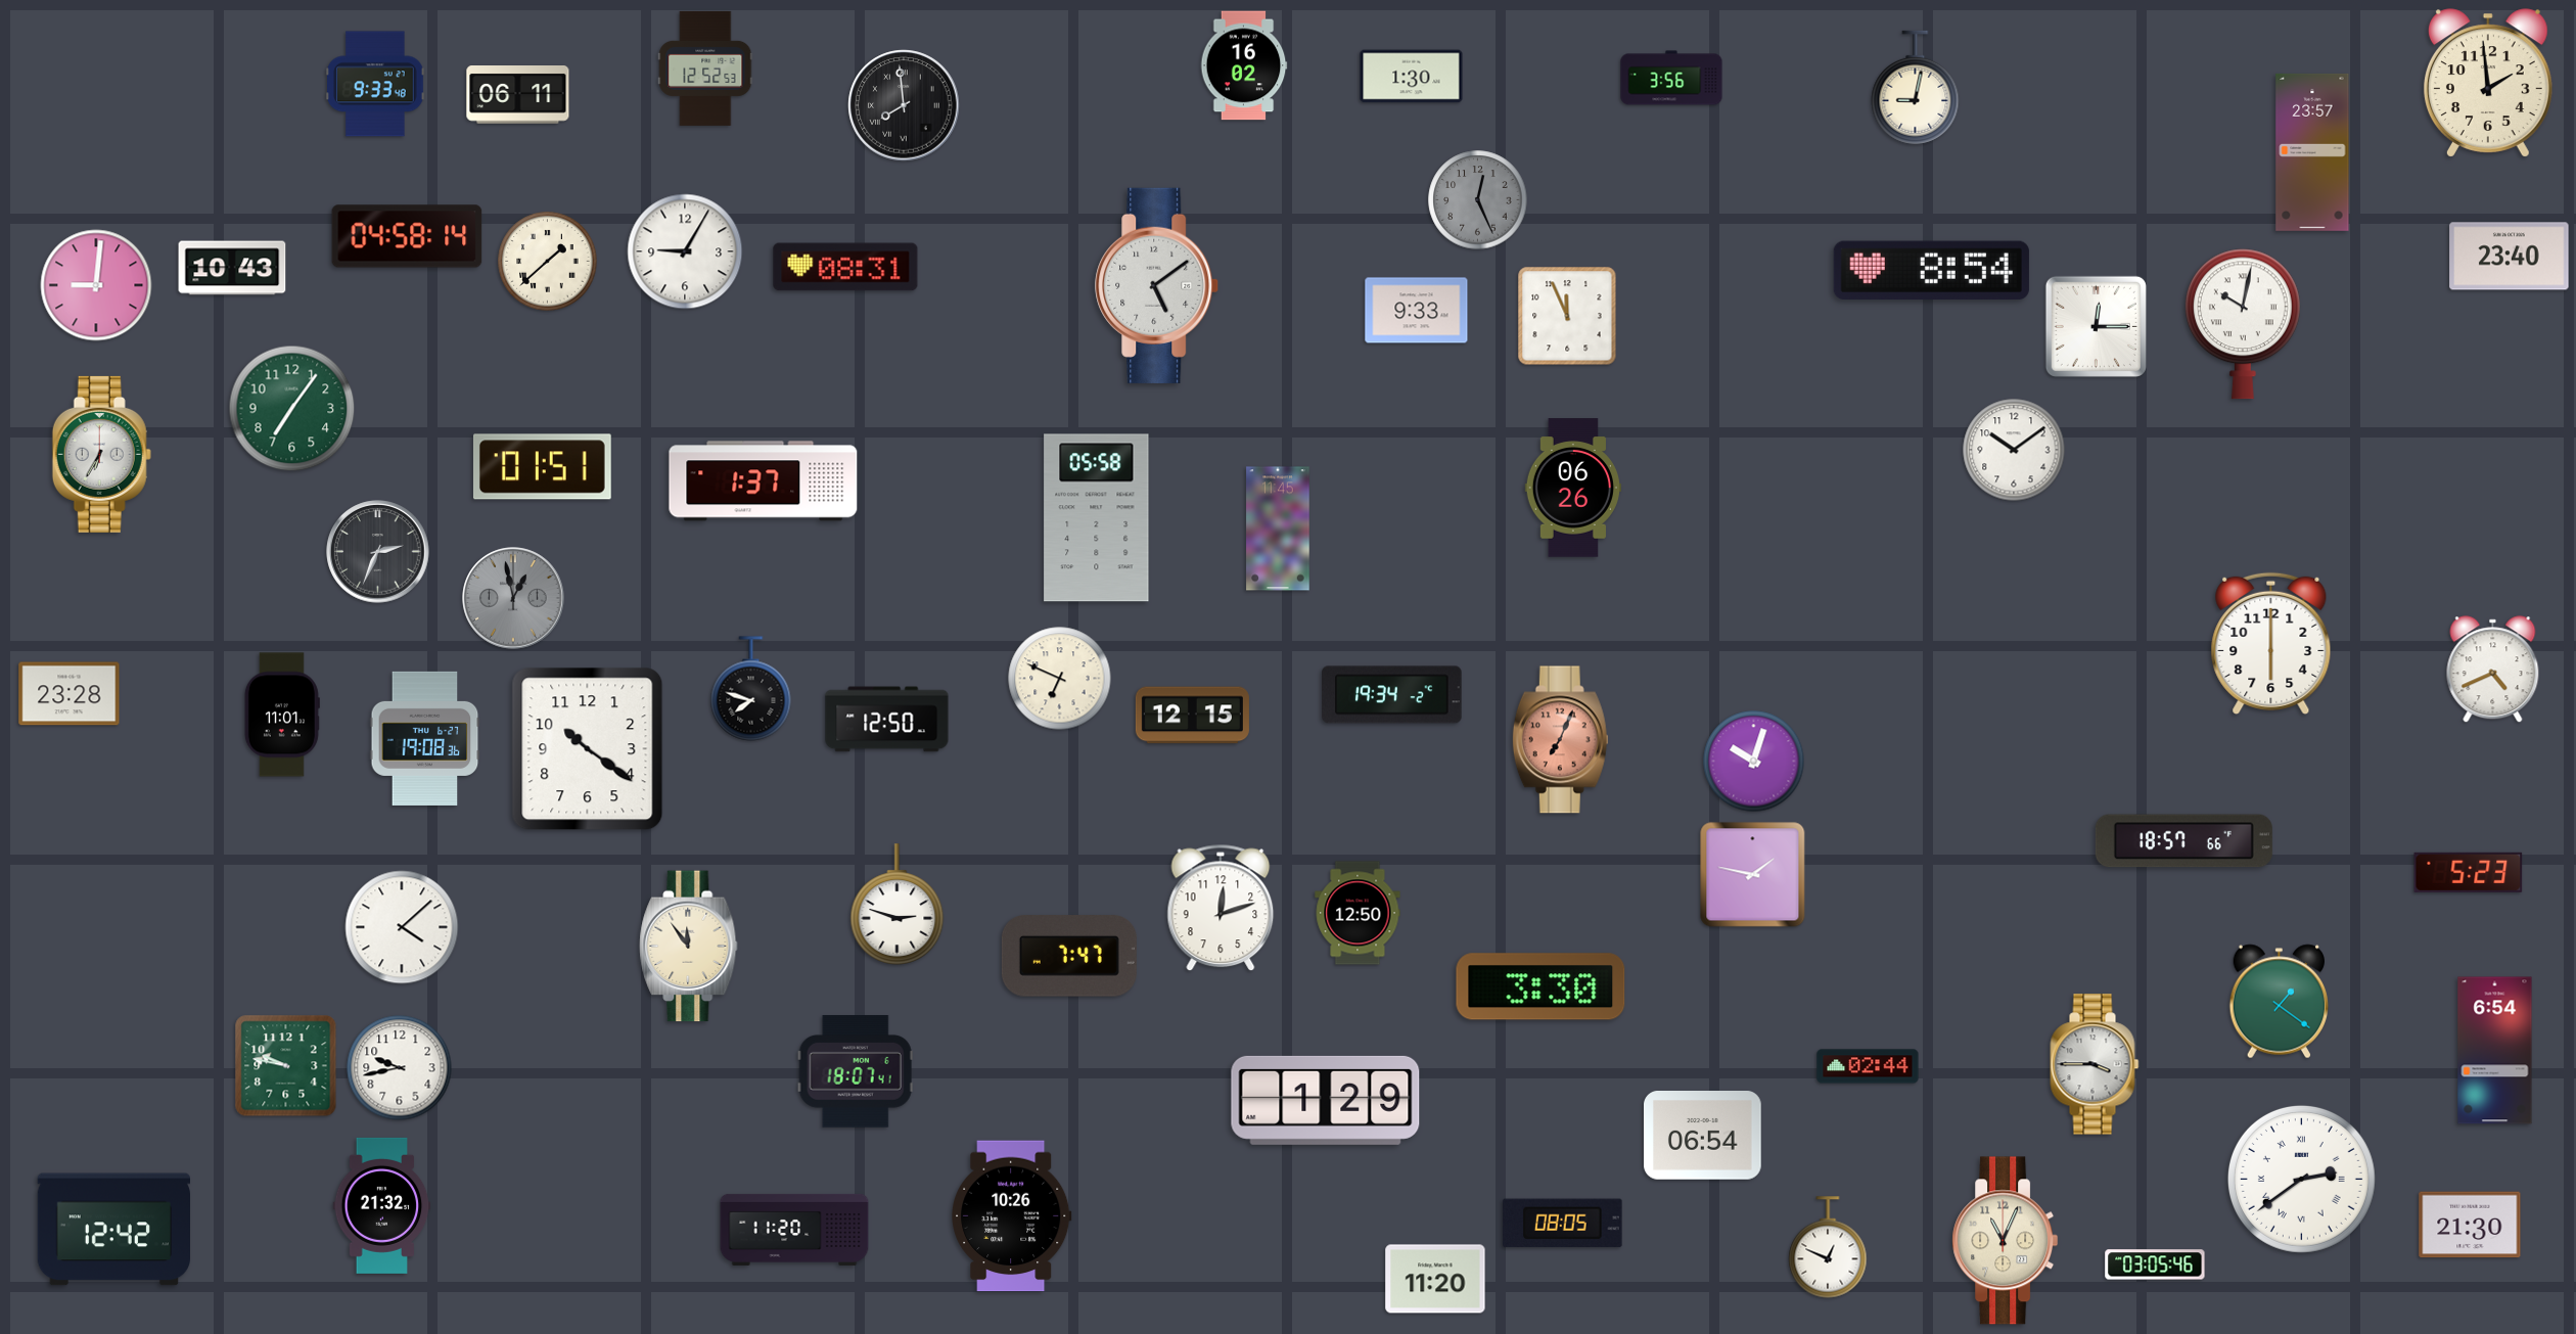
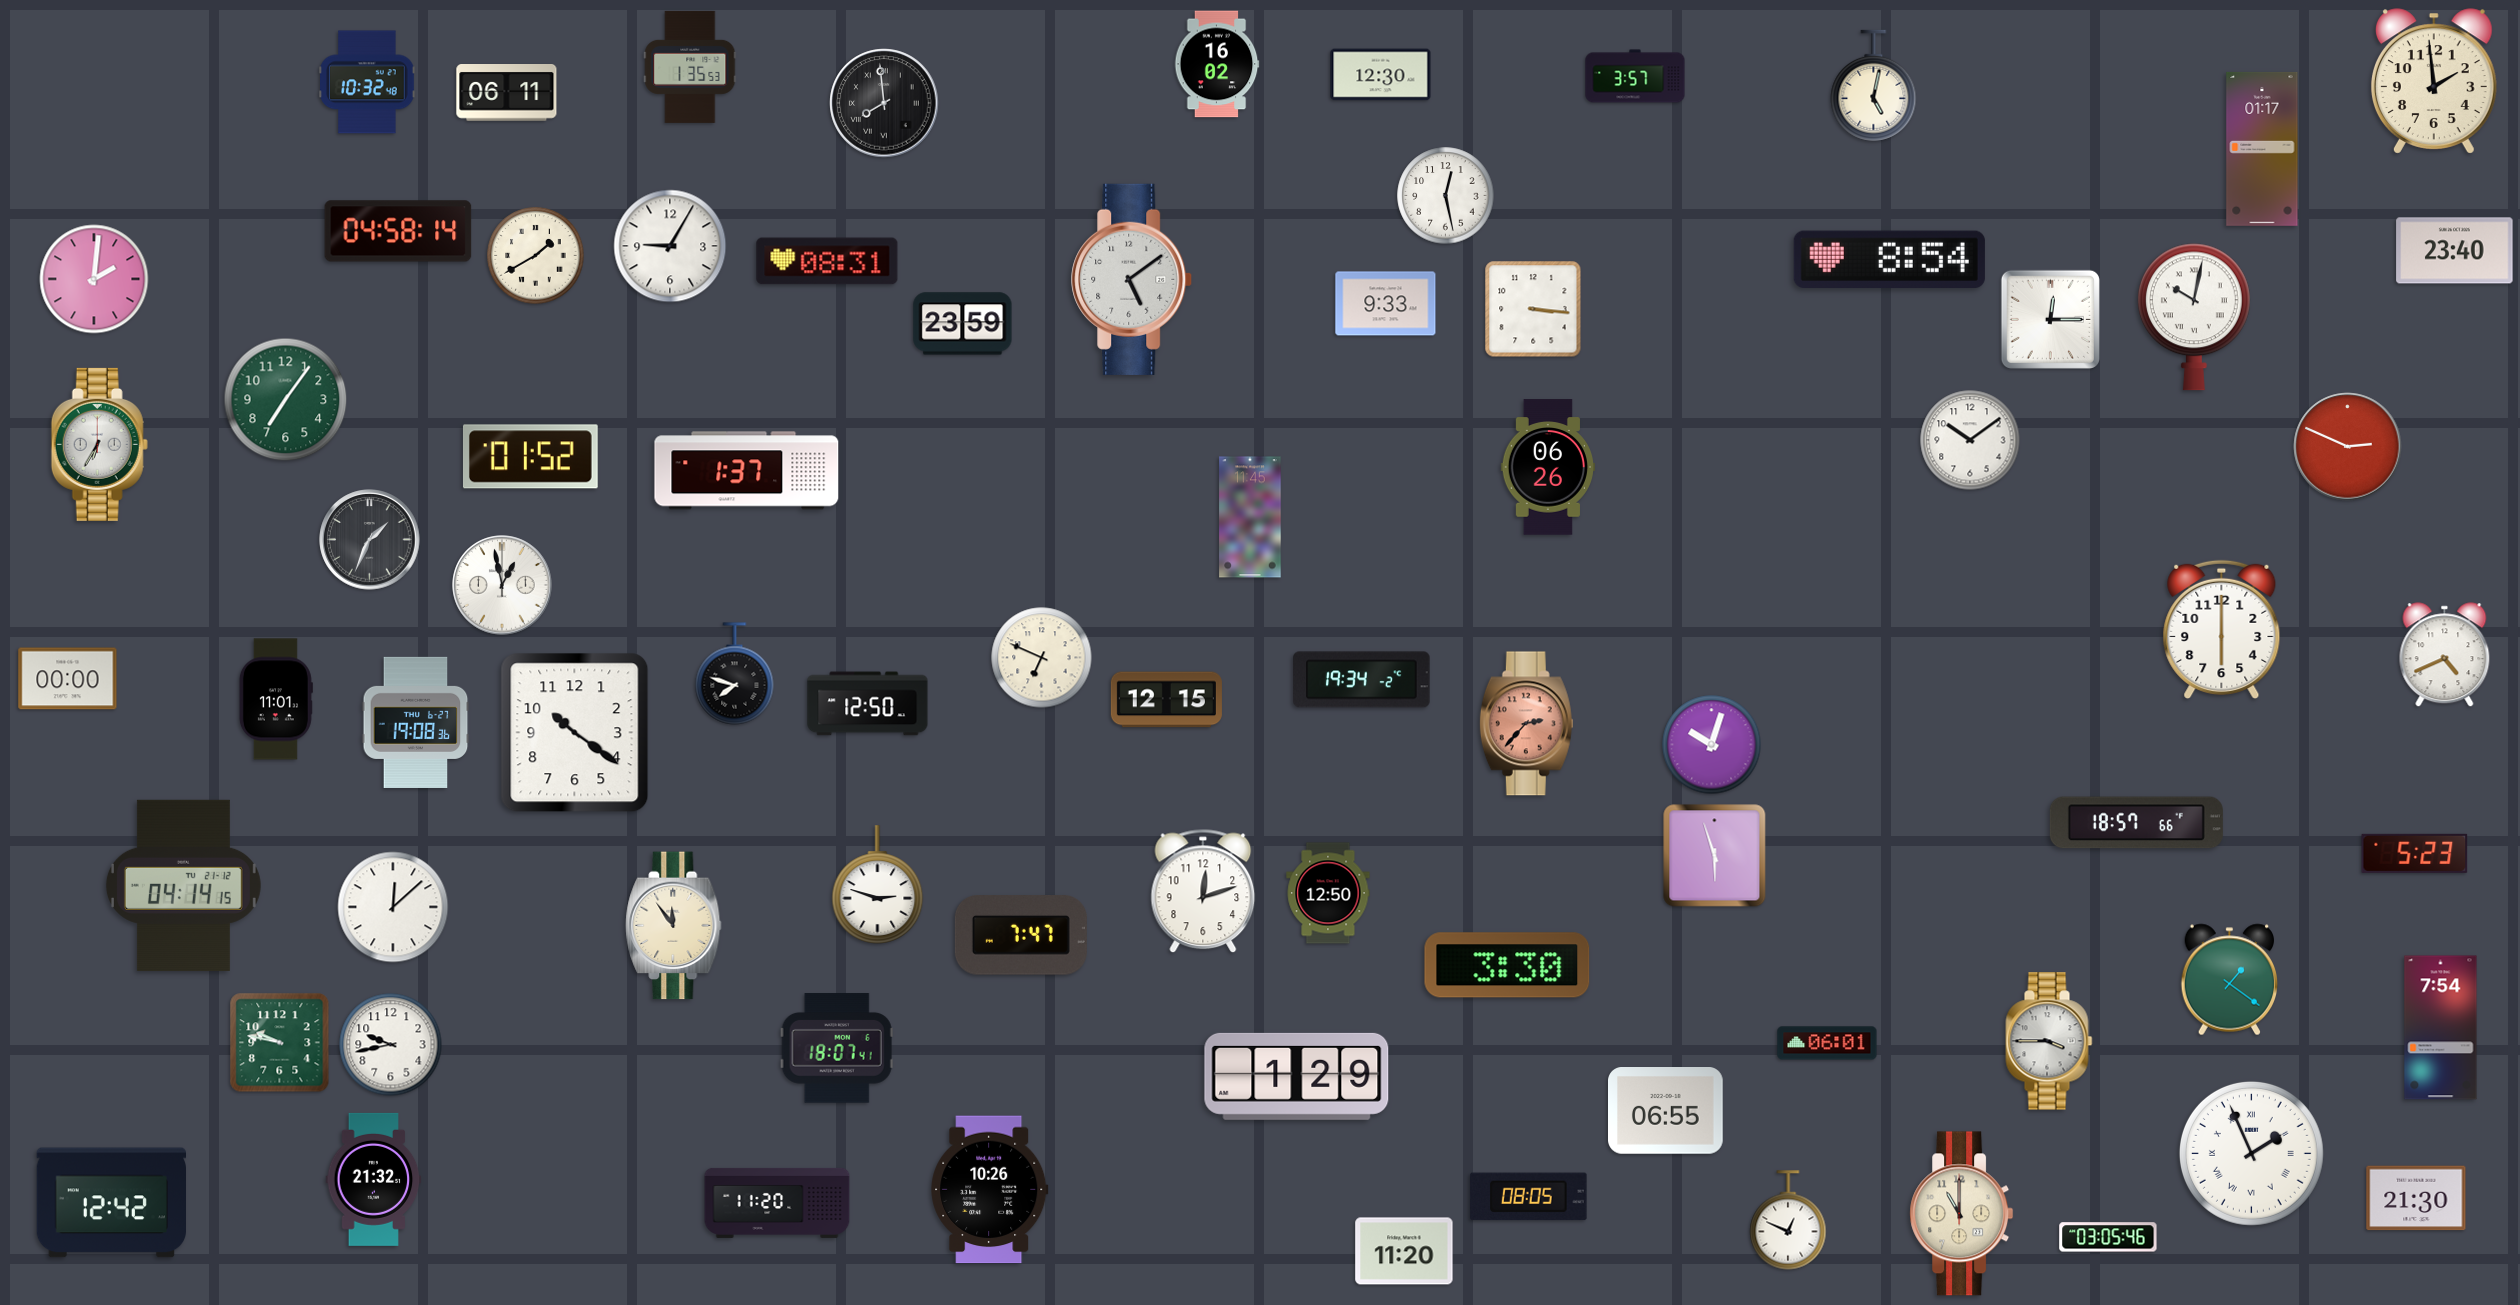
clock at (705, 68): 12:52 -> 1:35
clock at (1412, 77): 1:30 -> 12:30
clock at (1671, 78): 3:56 -> 3:57
clock at (375, 84): 9:33 -> 10:32
clock at (1916, 88): 9:02 -> 5:02
clock at (2312, 152): 23:57 -> 01:17
clock at (1478, 200): 12:26 -> 12:28
clock at (1478, 200) dial: grey -> white
clock at (548, 262): 1:38 -> 1:40
clock at (232, 268): 10:43 -> none
clock at (1931, 270) position: (1931, 270) -> (1889, 259)
clock at (96, 285): 9:01 -> 2:01
clock at (1567, 316): 11:56 -> 3:16
clock at (963, 324): none -> 23:59
clock at (2348, 447): none -> 2:49
clock at (542, 467): 01:51 -> 01:52
clock at (1572, 488) position: (1572, 488) -> (1547, 467)
clock at (1097, 518): 05:58 -> none
clock at (378, 552): 2:34 -> 1:34
clock at (513, 598) dial: grey -> white
clock at (2493, 670) position: (2493, 670) -> (2445, 655)
clock at (1060, 679) position: (1060, 679) -> (1042, 658)
clock at (70, 694): 23:28 -> 00:00
clock at (1560, 740): 7:04 -> 2:37
clock at (1754, 762) position: (1754, 762) -> (1712, 745)
clock at (1753, 875): 1:47 -> 5:57
clock at (183, 885): none -> 04:14
clock at (1221, 908) position: (1221, 908) -> (1203, 891)
clock at (402, 927): 4:08 -> 12:08
clock at (1069, 956) position: (1069, 956) -> (1021, 935)
clock at (2495, 1051): 6:54 -> 7:54
clock at (1868, 1066): 02:44 -> 06:01
clock at (1703, 1136): 06:54 -> 06:55
clock at (2301, 1179): 2:39 -> 1:56
clock at (2006, 1241): 11:04 -> 11:00
